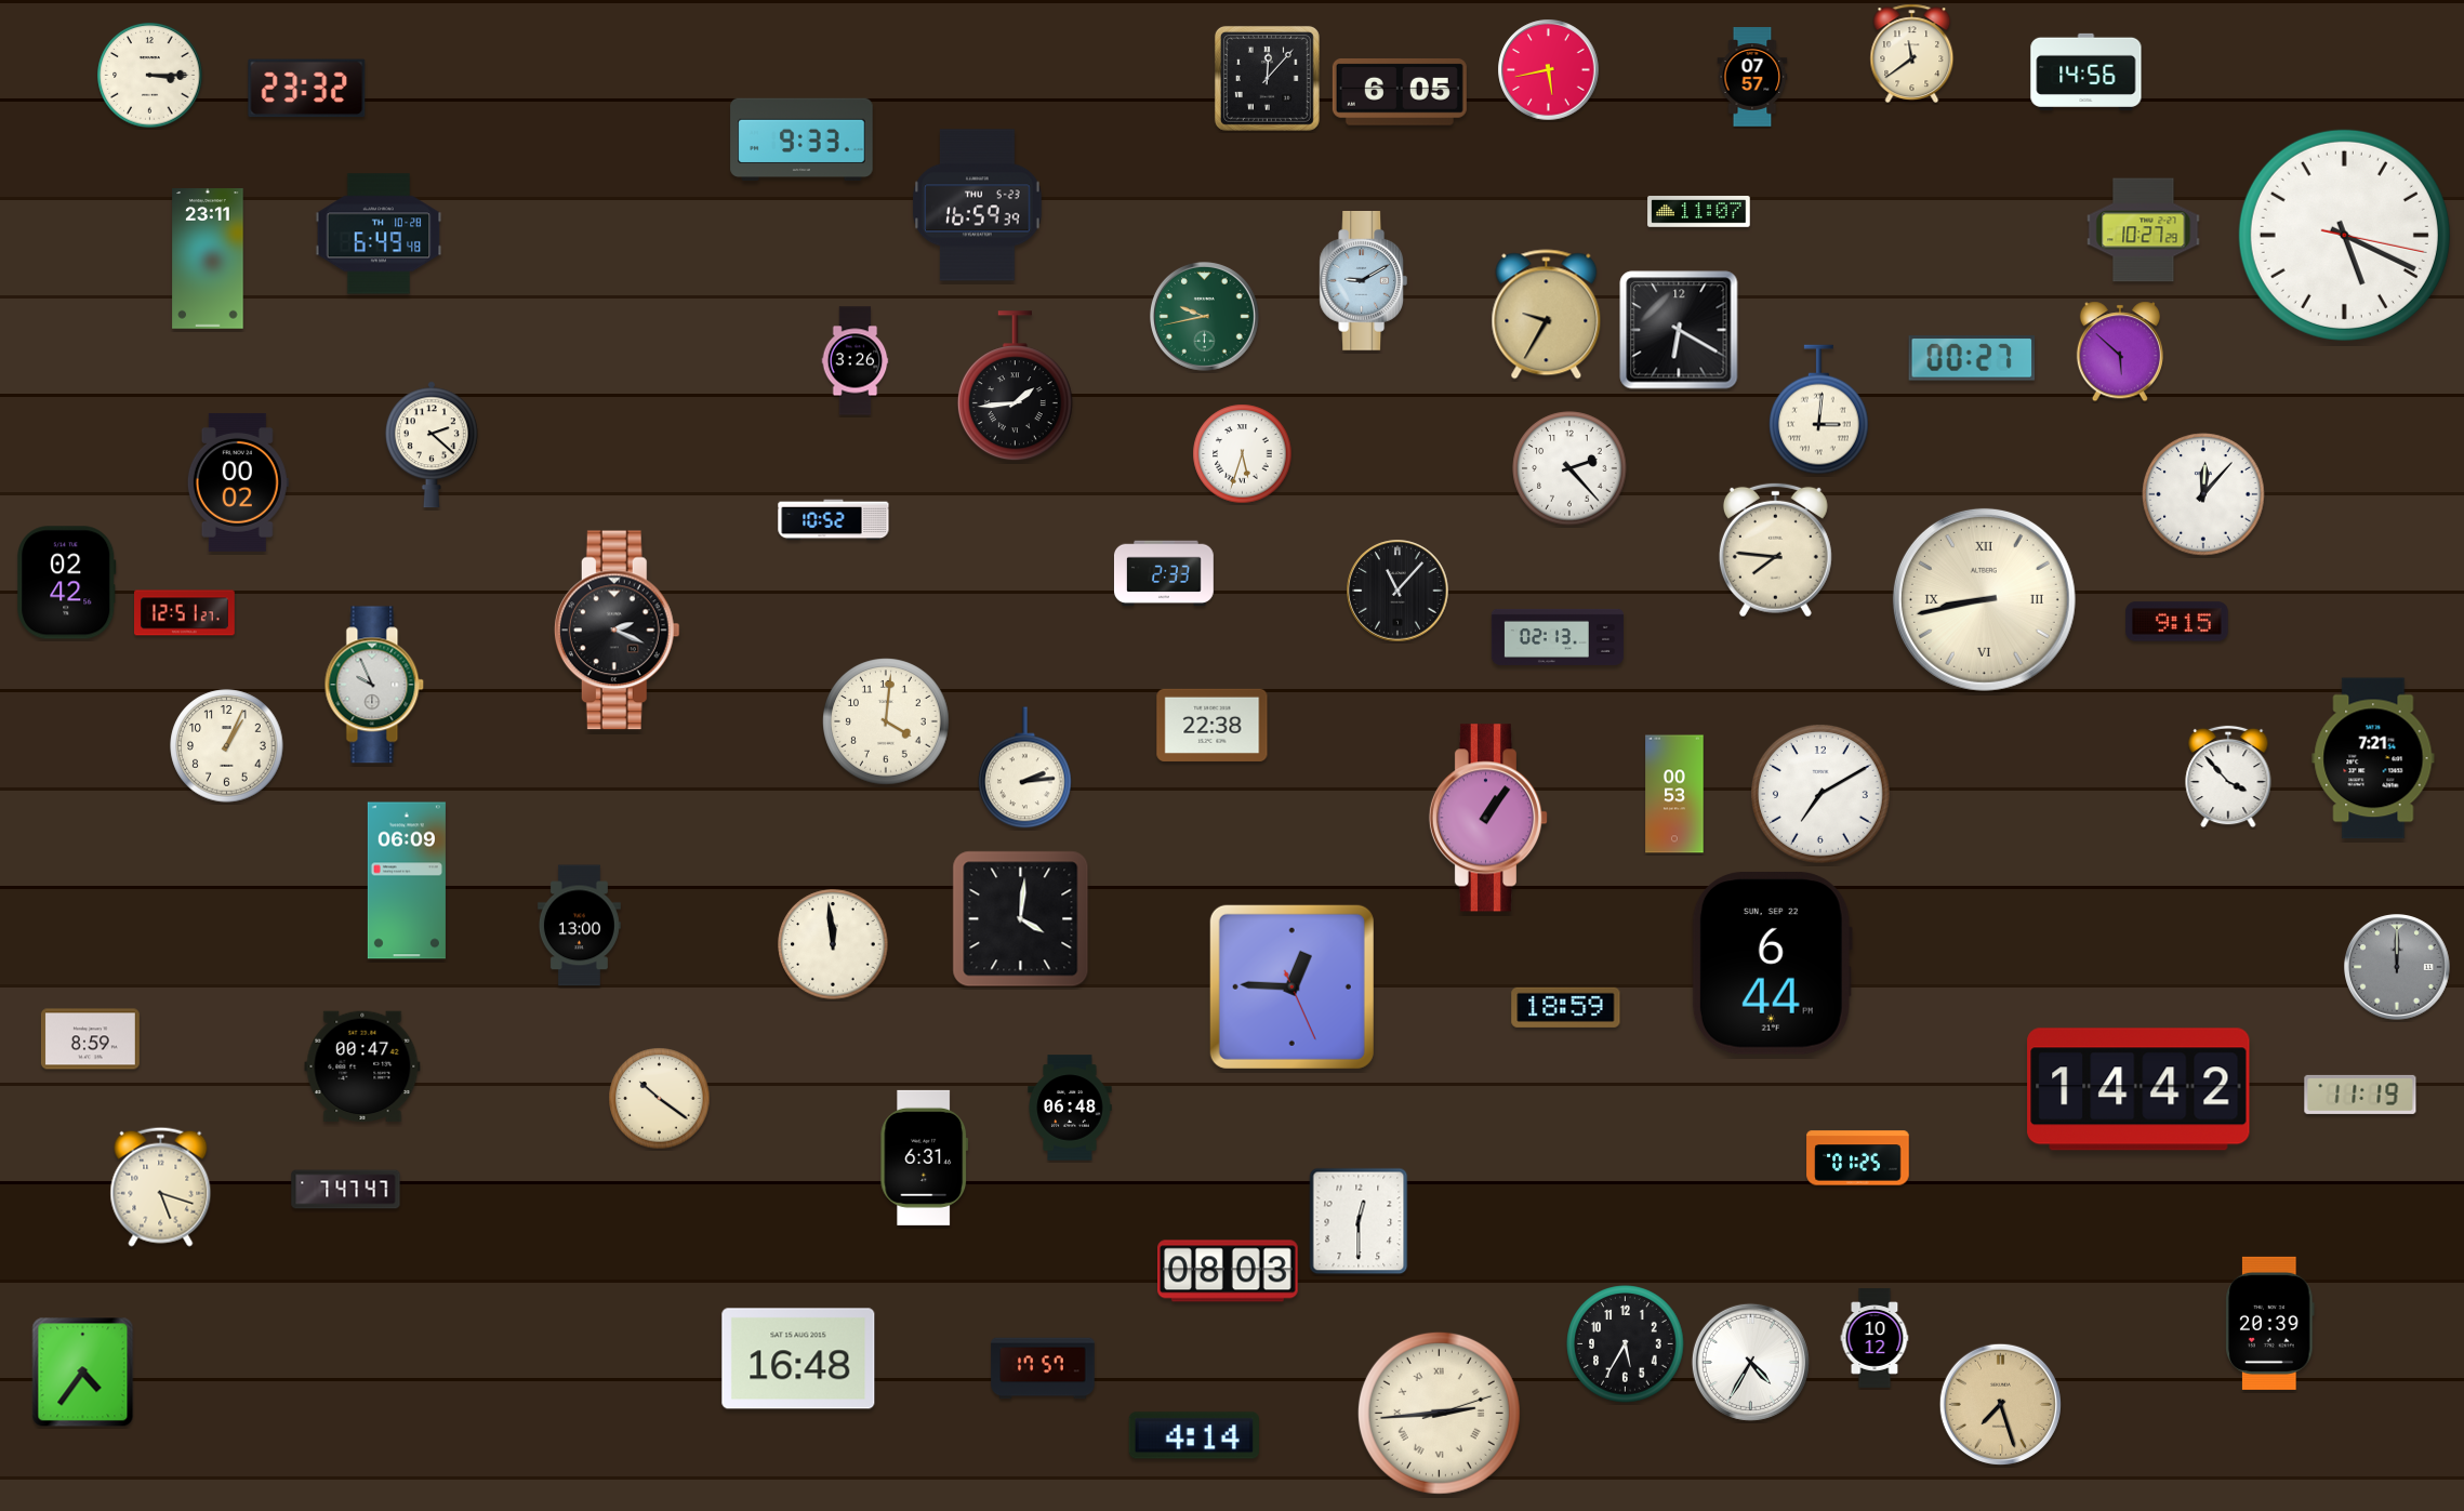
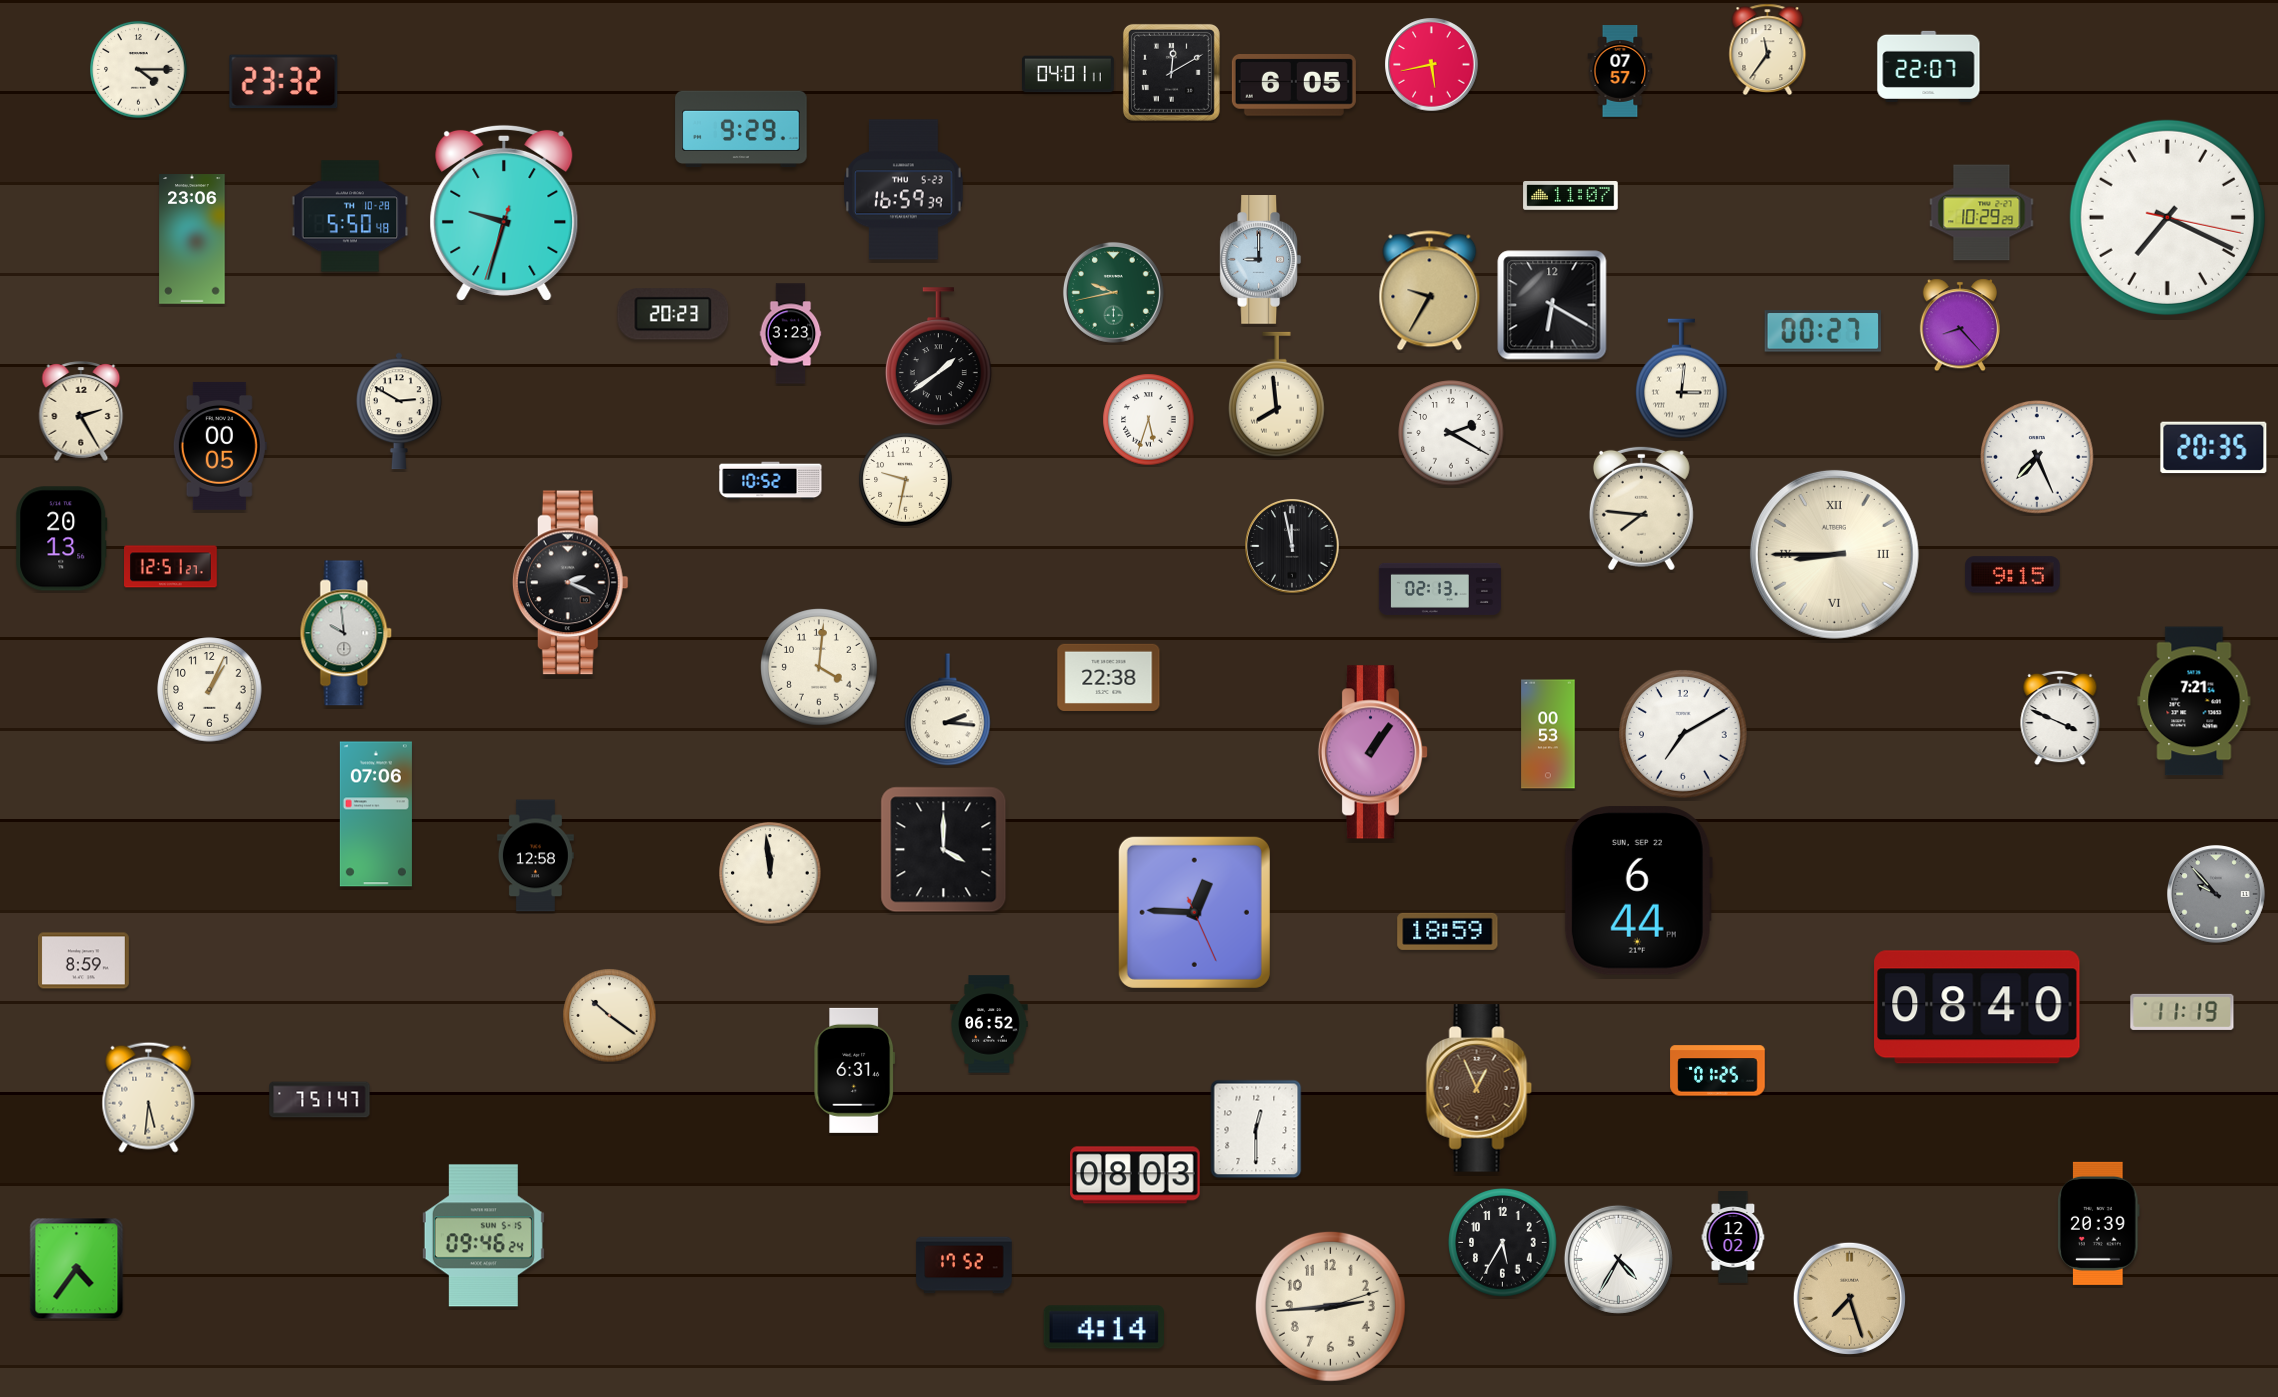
clock at (1912, 54): 11:39 -> 11:36
clock at (2087, 71): 14:56 -> 22:07
clock at (150, 76): 3:15 -> 4:15
clock at (1267, 78): 12:07 -> 12:10
clock at (1069, 74): none -> 04:01
clock at (802, 140): 9:33 -> 9:29
clock at (504, 213): none -> 9:32
clock at (2144, 230): 10:27 -> 10:29
clock at (379, 234): 6:49 -> 5:50
clock at (2344, 235): 5:19 -> 7:19
clock at (208, 259): 23:11 -> 23:06
clock at (1364, 281): 9:10 -> 9:00
clock at (673, 314): none -> 20:23
clock at (2120, 352): 5:52 -> 8:23
clock at (856, 361): 3:26 -> 3:23
clock at (1015, 386): 1:44 -> 1:39
clock at (1276, 395): none -> 7:59
clock at (81, 411): none -> 2:25
clock at (432, 445): 2:22 -> 2:50
clock at (1569, 468): 2:23 -> 2:20
clock at (238, 482): 00:02 -> 00:05
clock at (2214, 448): none -> 20:35
clock at (2203, 494): 12:07 -> 7:26
clock at (906, 480): none -> 9:32
clock at (1164, 573): 2:33 -> none
clock at (67, 583): 02:42 -> 20:13
clock at (1397, 591): 11:07 -> 11:58
clock at (1984, 599): 8:43 -> 8:45
clock at (374, 685): 9:56 -> 9:59
clock at (1213, 725) position: (1213, 725) -> (1109, 677)
clock at (1025, 768): 2:14 -> 2:16
clock at (2228, 777): 3:53 -> 3:49
clock at (1488, 818) position: (1488, 818) -> (1373, 752)
clock at (407, 880): 06:09 -> 07:06
clock at (1021, 919): 4:01 -> 4:00
clock at (579, 926): 13:00 -> 12:58
clock at (2398, 968): 12:00 -> 9:53
clock at (362, 1066): 00:47 -> none
clock at (2138, 1089): 14:42 -> 08:40
clock at (1070, 1108): 06:48 -> 06:52
clock at (1479, 1088): none -> 12:56
clock at (161, 1187): 5:18 -> 5:31
clock at (346, 1190): 7:47 -> 7:51
clock at (483, 1236): none -> 09:46
clock at (1875, 1339): 10:12 -> 12:02
clock at (798, 1358): 16:48 -> none
clock at (1043, 1368): 17:57 -> 17:52
clock at (1439, 1413) numerals: Roman -> Arabic
